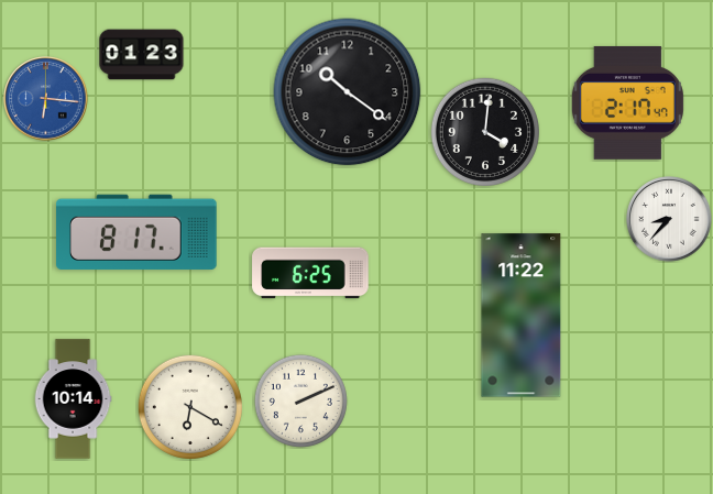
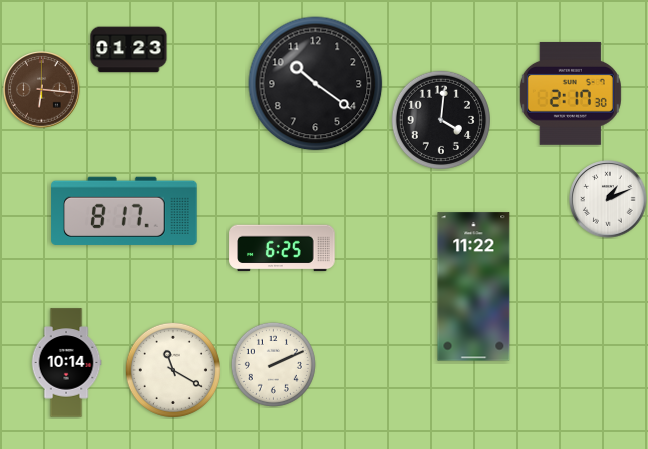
clock at (46, 99) dial: blue -> brown
clock at (627, 102): 2:17:47 -> 2:17:30
clock at (669, 219): 8:37 -> 1:11
clock at (190, 407): 6:20 -> 11:20
